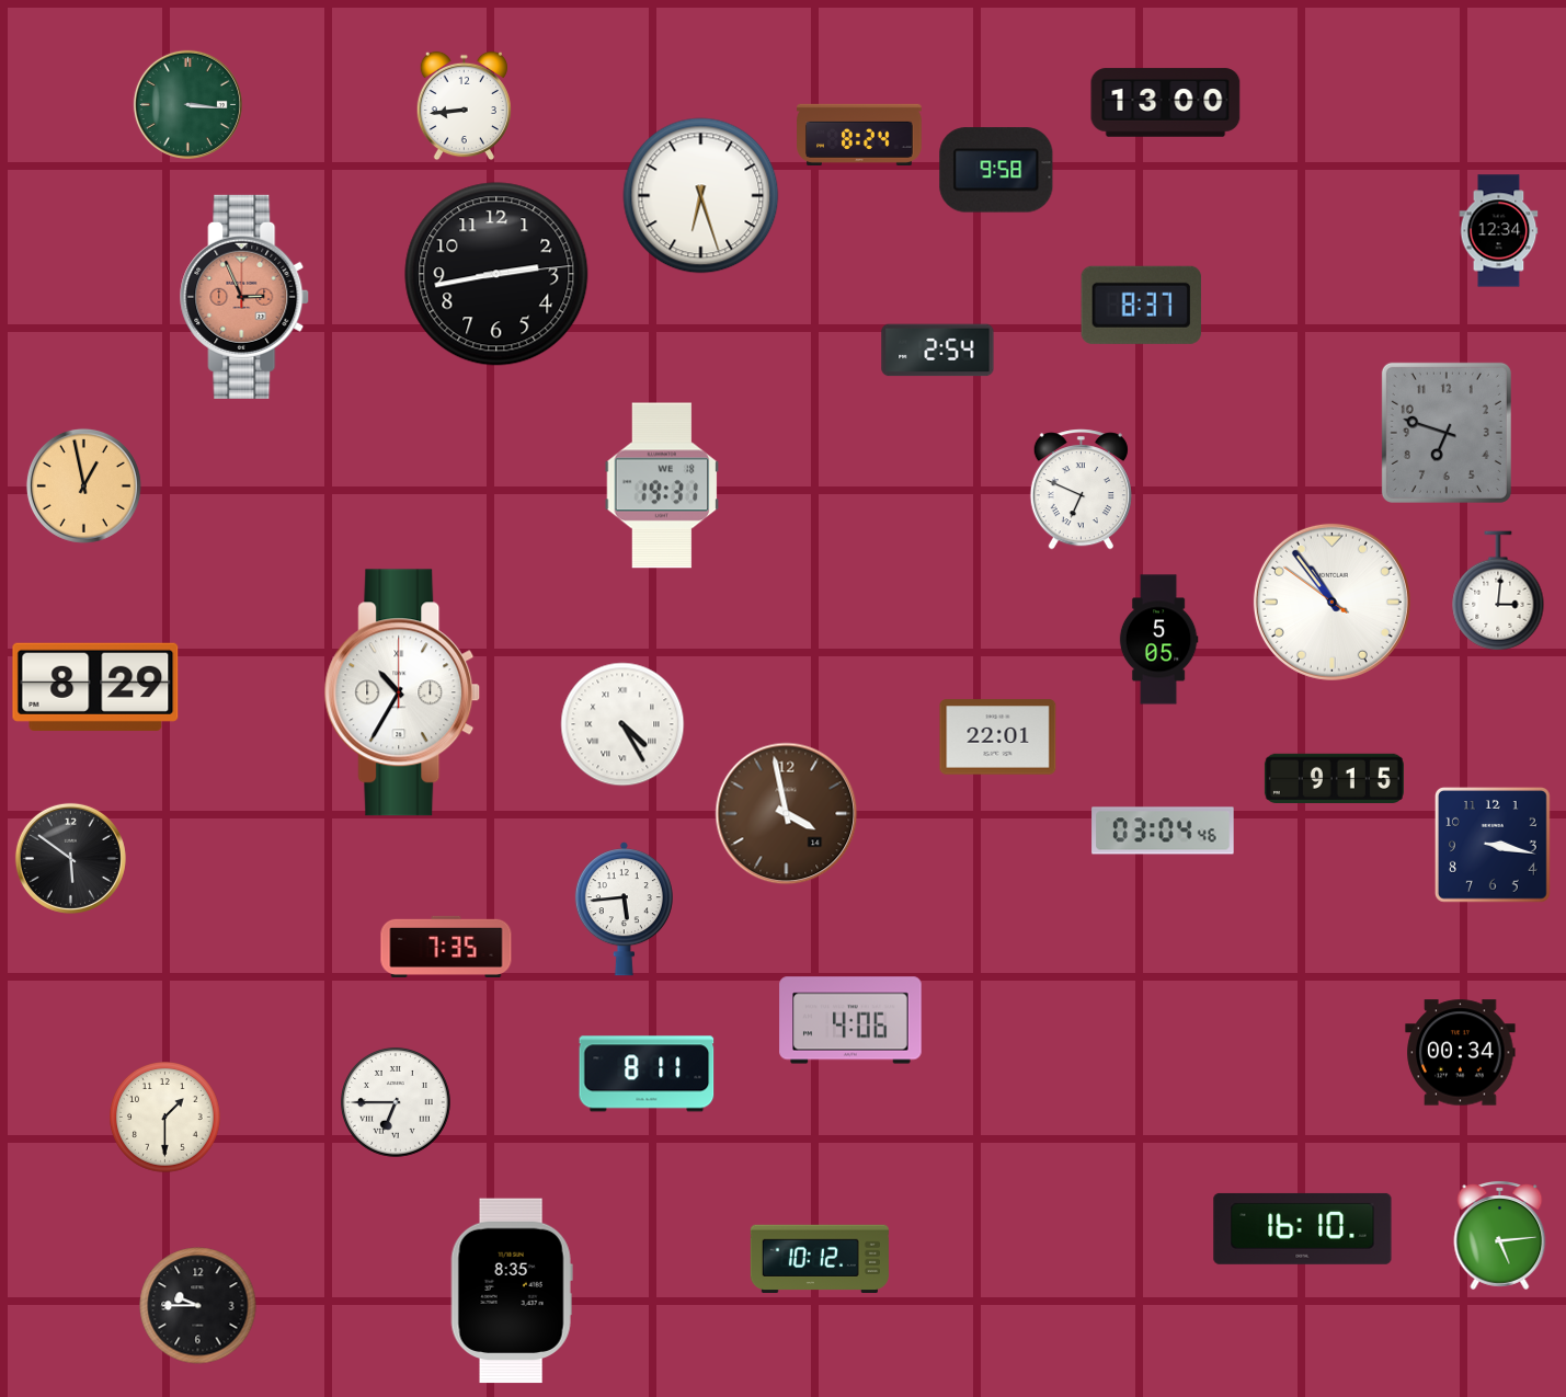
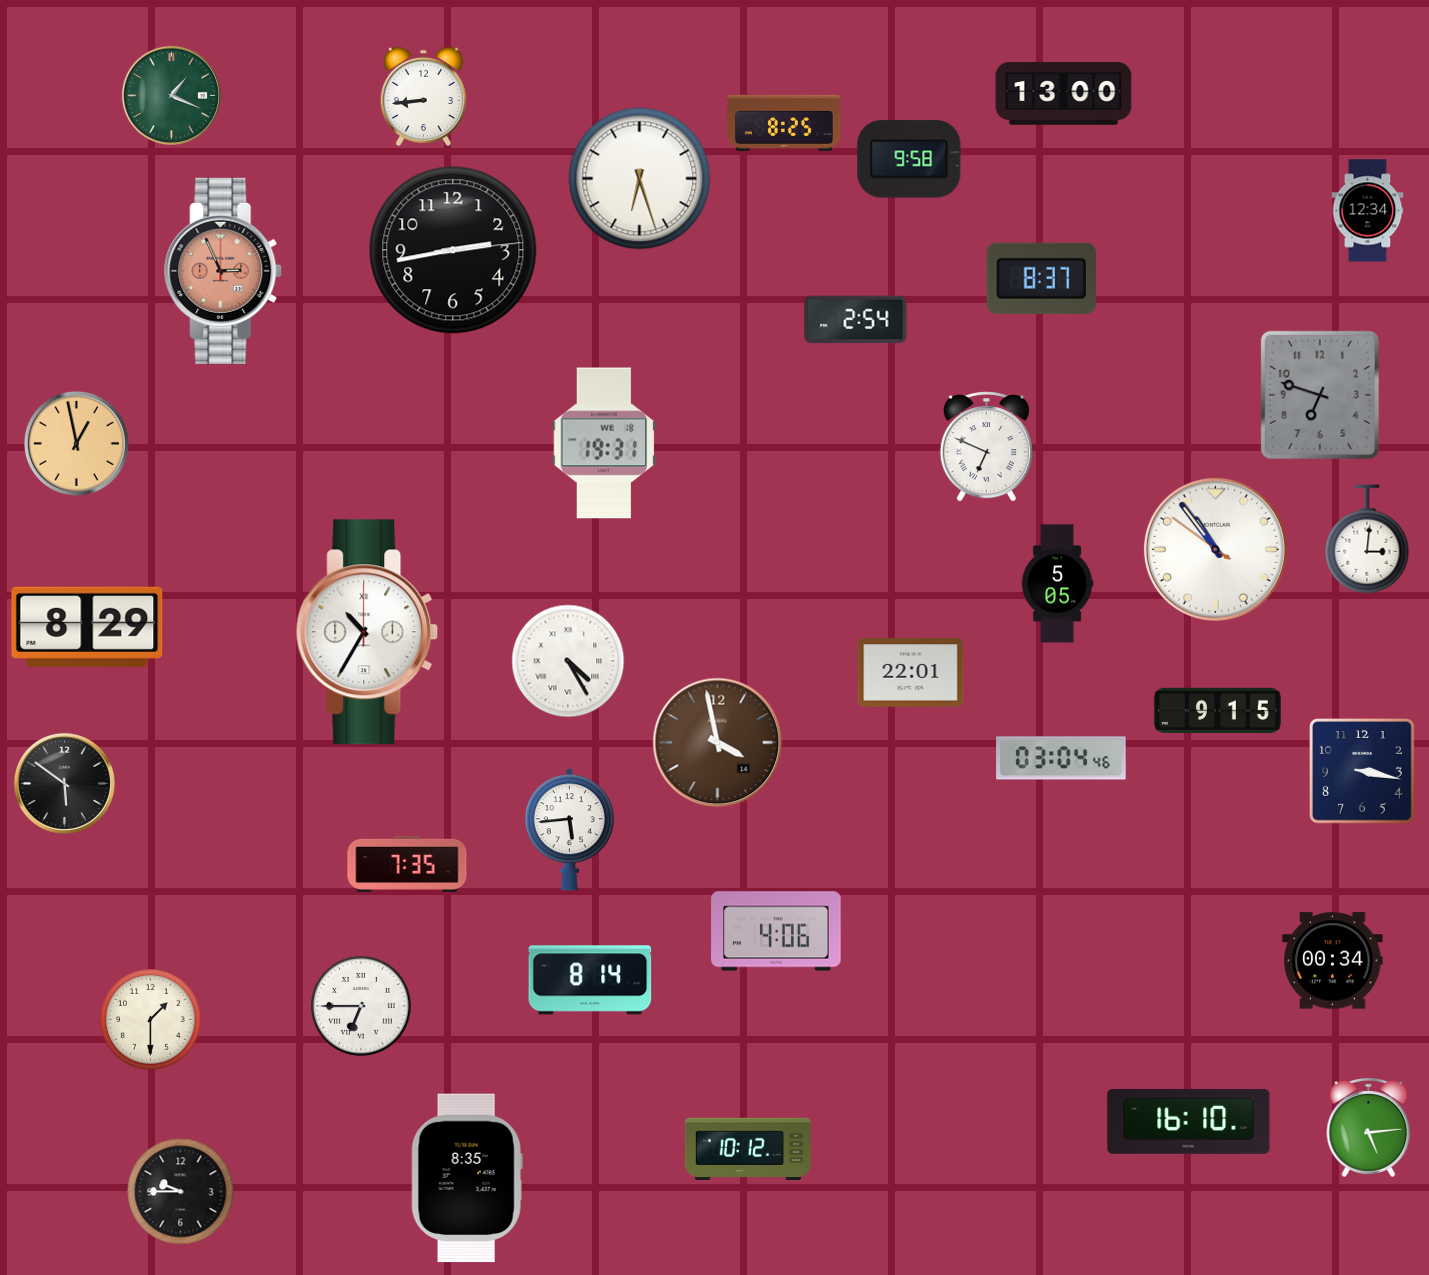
clock at (187, 104): 3:16 -> 1:19
clock at (859, 135): 8:24 -> 8:25
clock at (996, 170) position: (996, 170) -> (909, 159)
clock at (647, 1074): 8:11 -> 8:14
